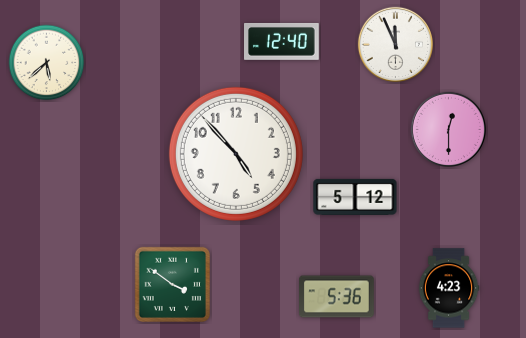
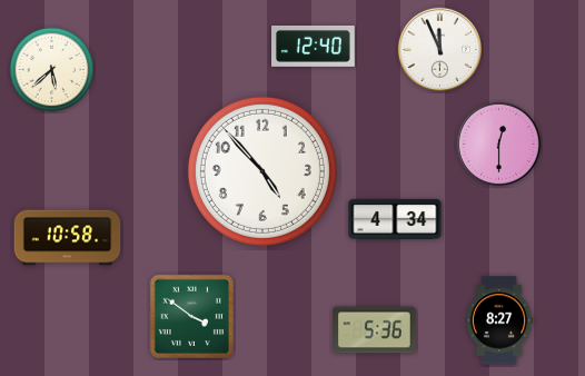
clock at (355, 197): 5:12 -> 4:34
clock at (68, 238): none -> 10:58
clock at (449, 288): 4:23 -> 8:27
